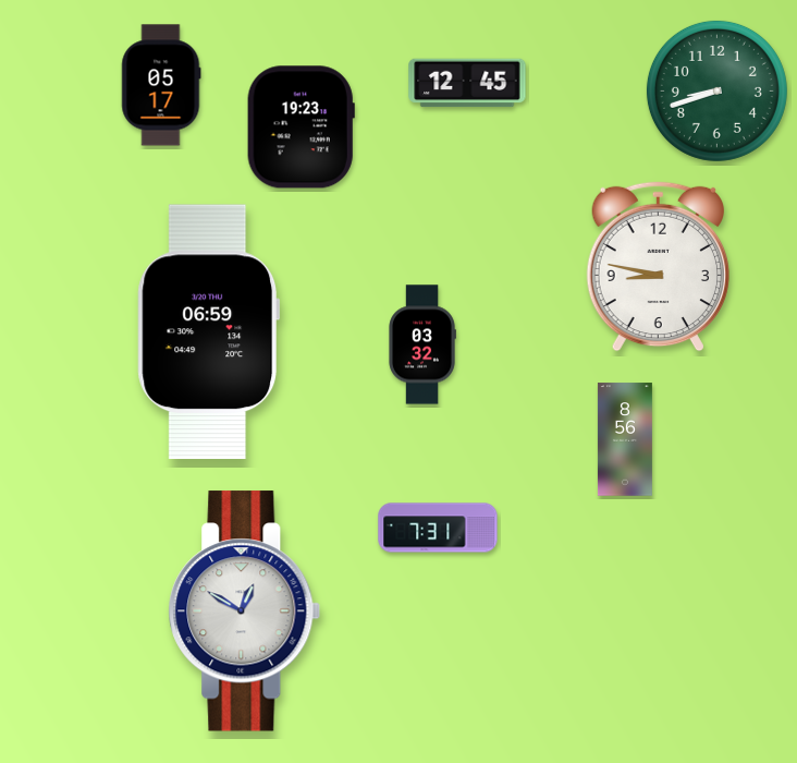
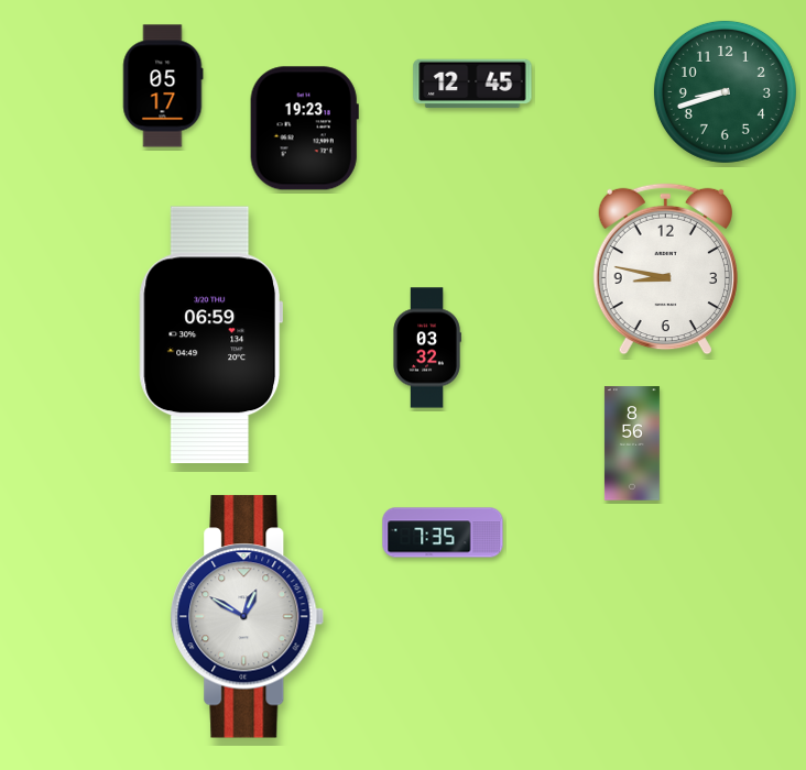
clock at (438, 528): 7:31 -> 7:35
